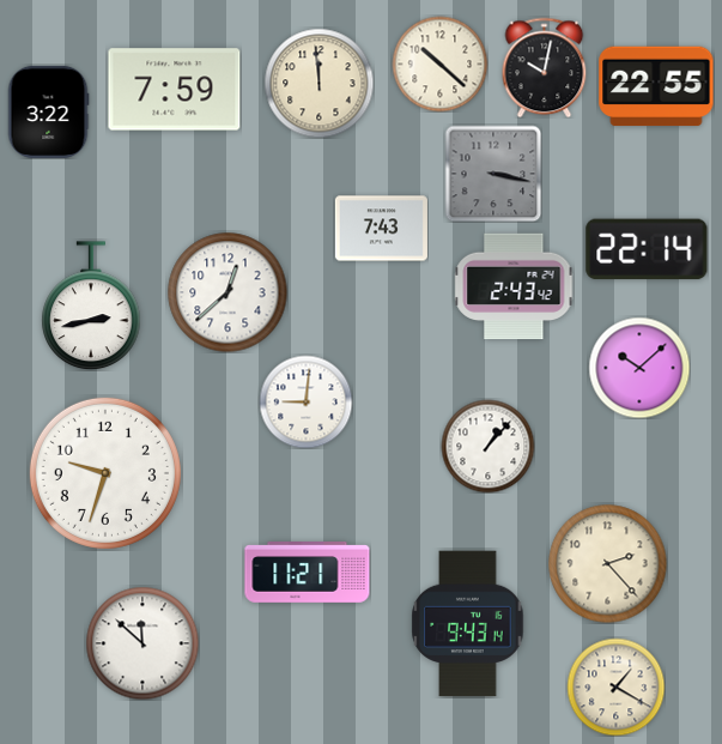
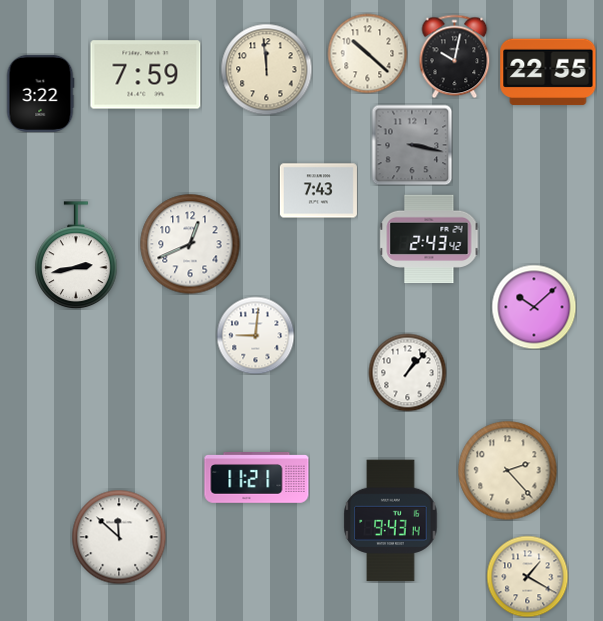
clock at (647, 249): 22:14 -> none
clock at (227, 292): 12:38 -> 12:41
clock at (105, 473): 9:33 -> none
clock at (615, 686) position: (615, 686) -> (527, 576)
